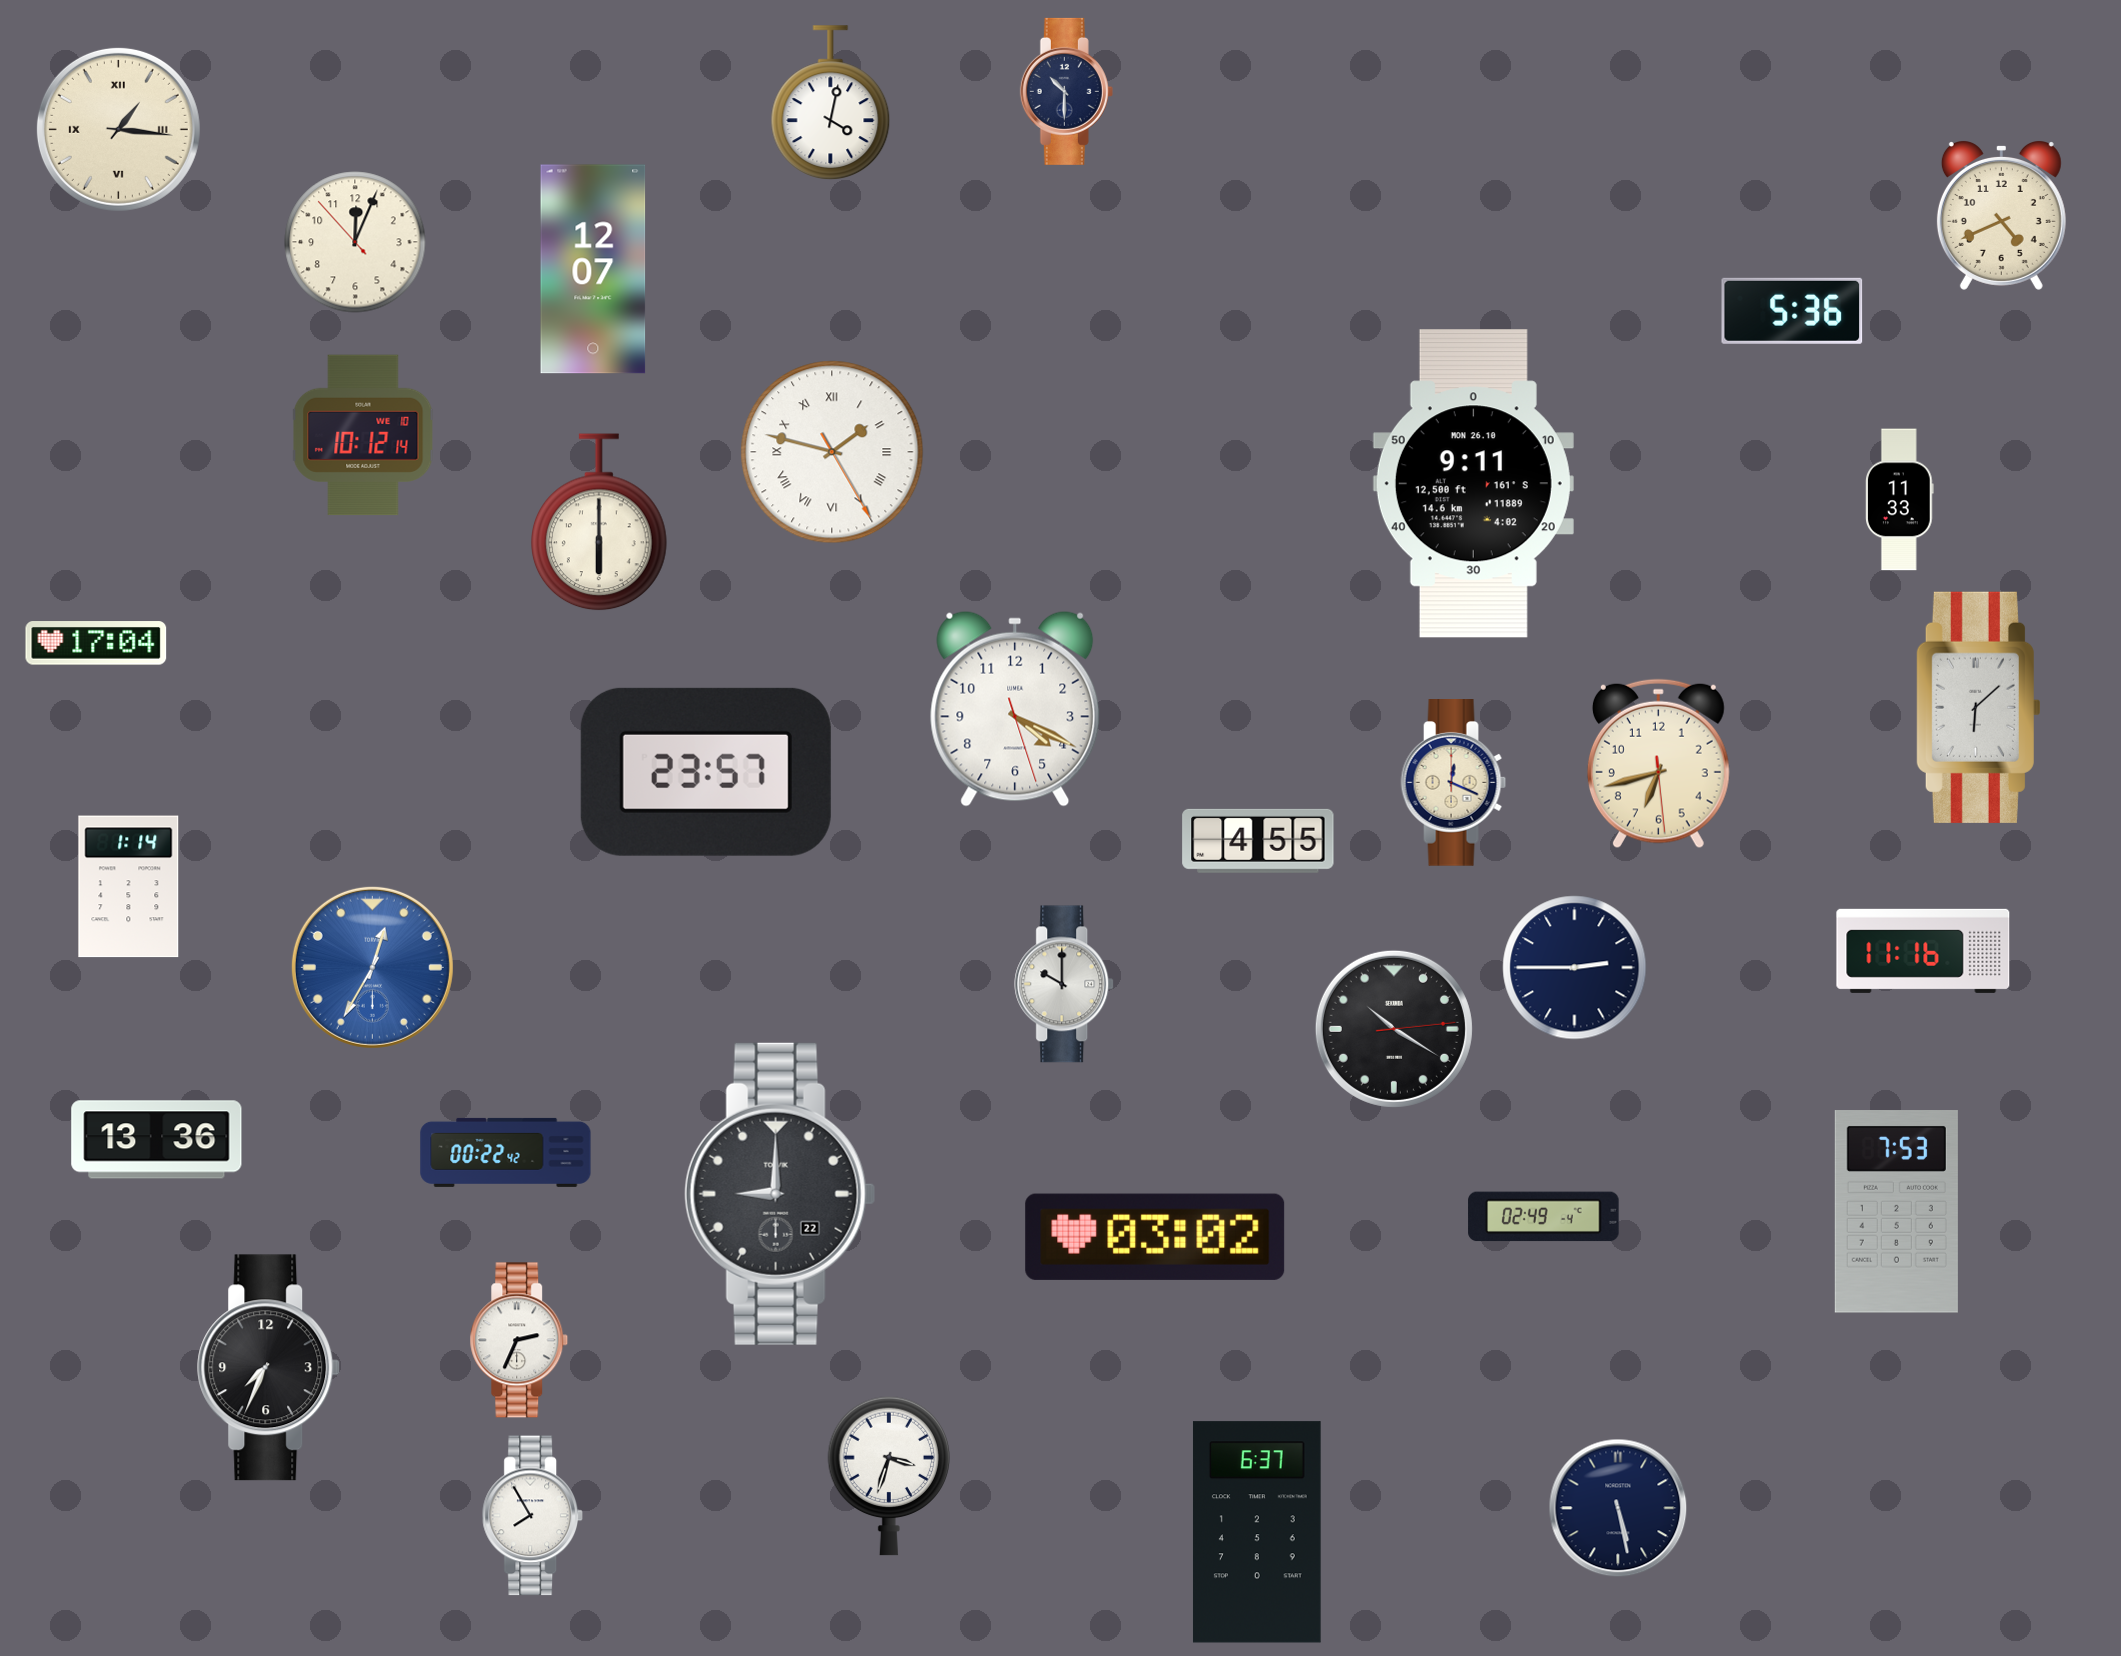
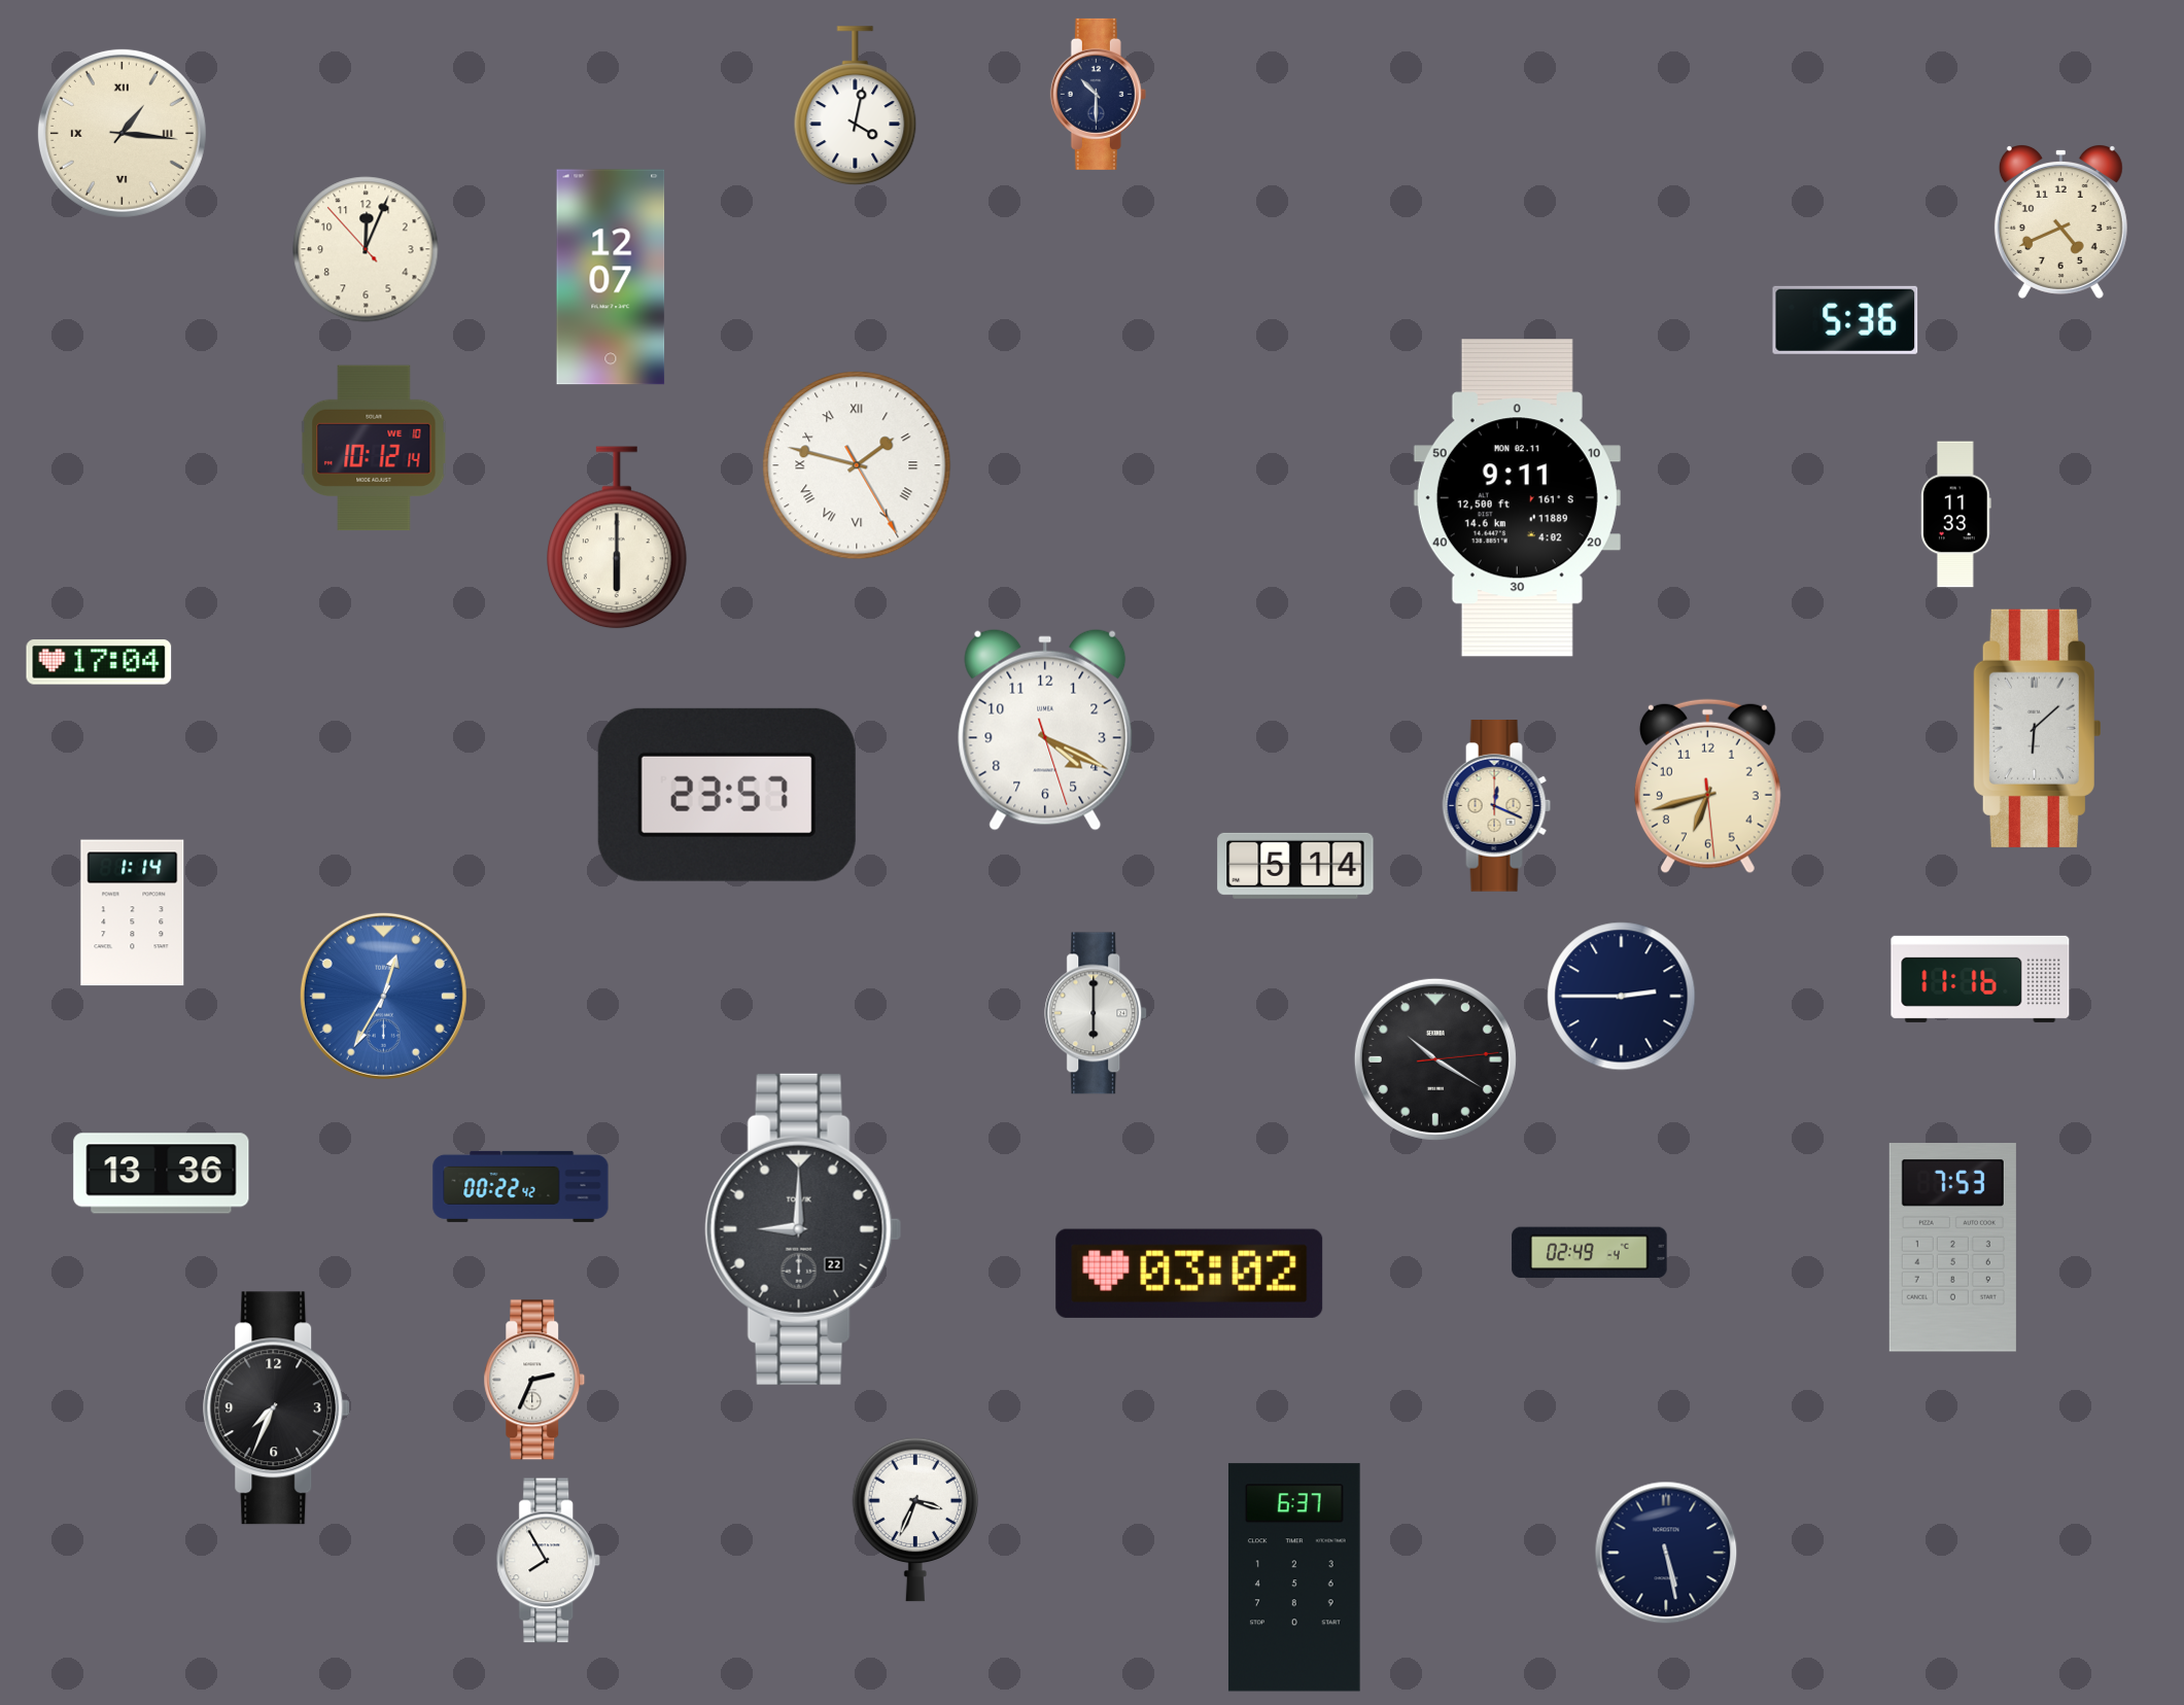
clock at (1473, 484) date: MON 26.10 -> MON 02.11
clock at (1258, 841): 4:55 -> 5:14
clock at (1065, 984): 10:00 -> 6:00
clock at (888, 1476): 3:33 -> 3:34
